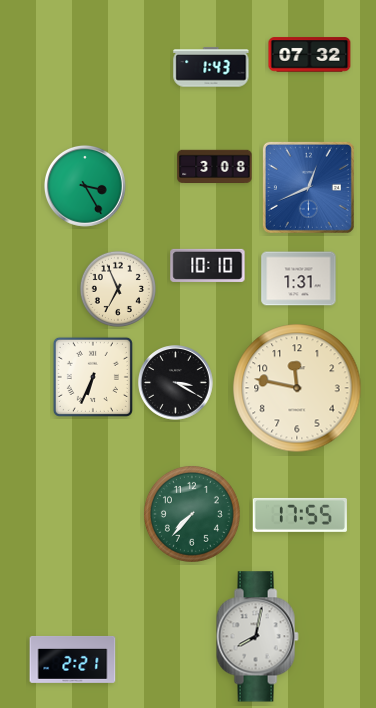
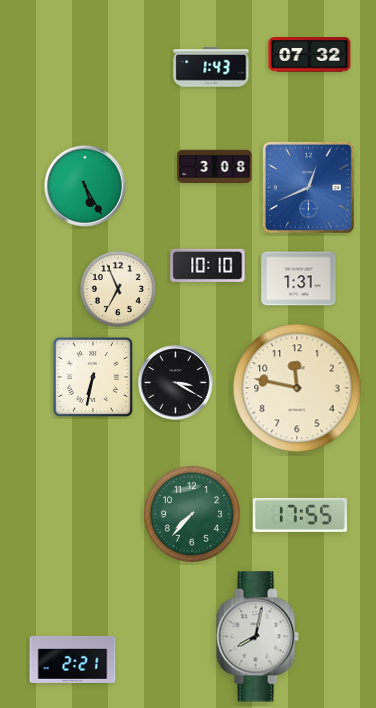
clock at (86, 186): 3:25 -> 5:25
clock at (93, 377): 6:34 -> 6:32
